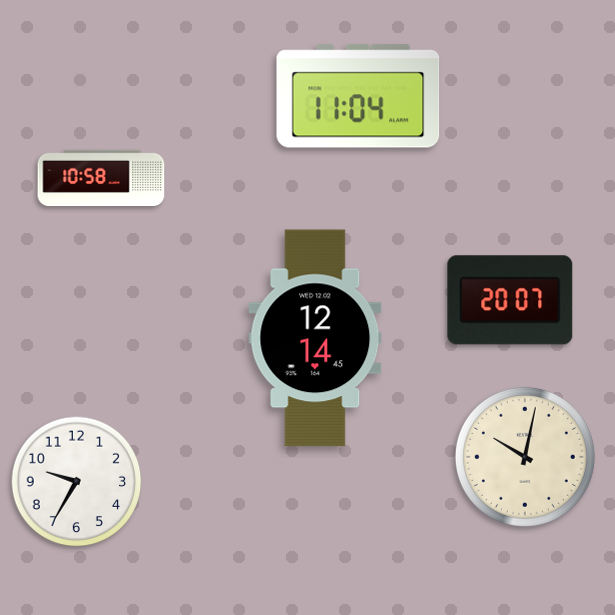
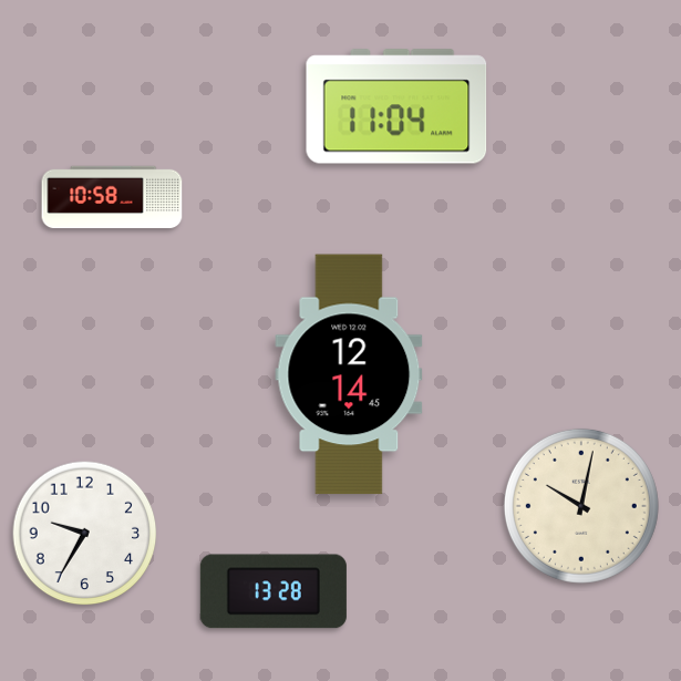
clock at (510, 300): 20:07 -> none
clock at (274, 591): none -> 13:28
